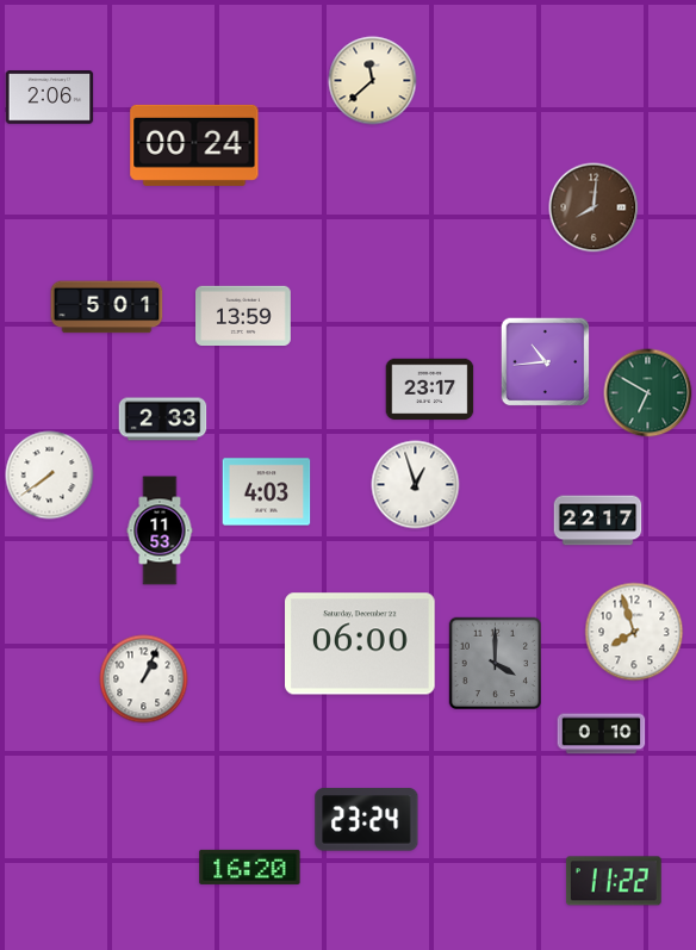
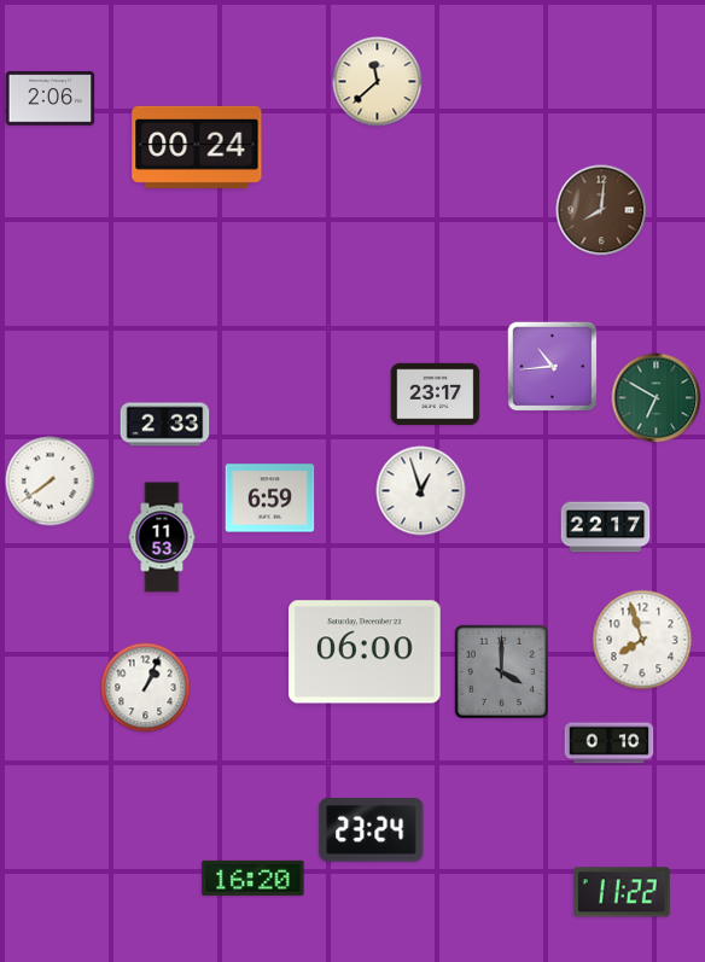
clock at (107, 308): 5:01 -> none
clock at (244, 315): 13:59 -> none
clock at (267, 492): 4:03 -> 6:59
